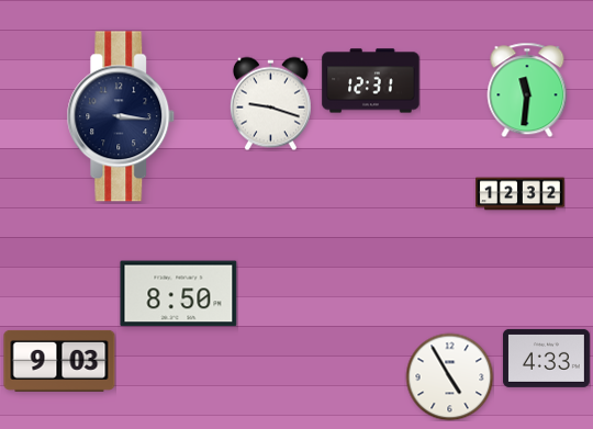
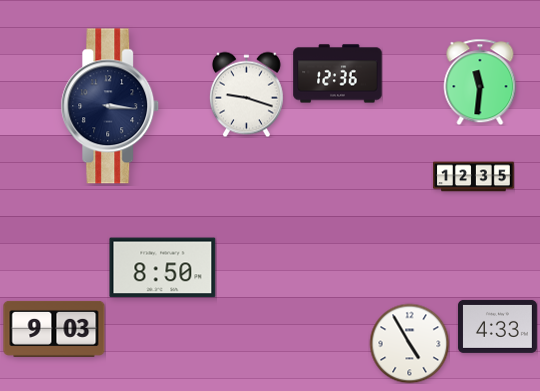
clock at (371, 81): 12:31 -> 12:36
clock at (521, 194): 12:32 -> 12:35
